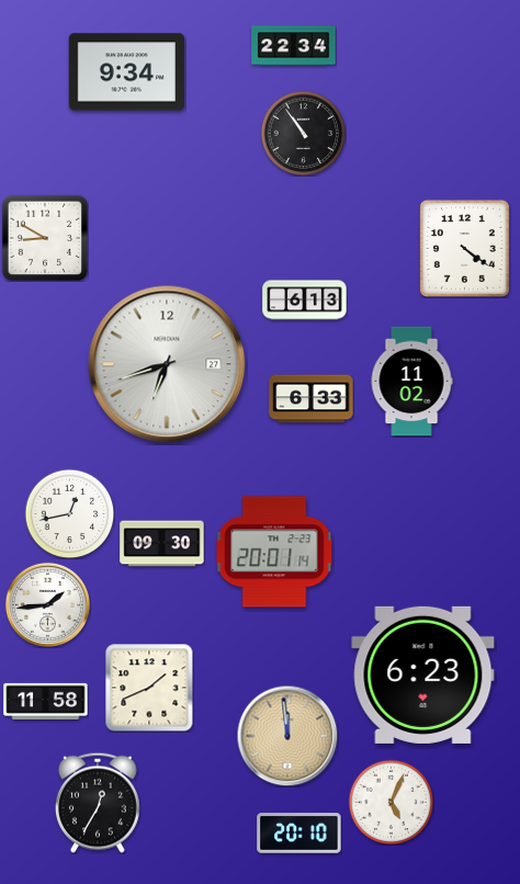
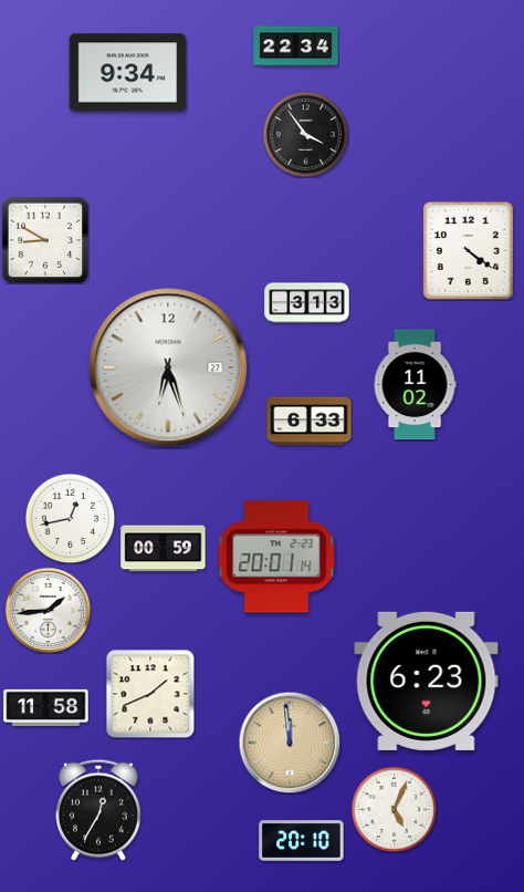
clock at (303, 133): 10:54 -> 3:54
clock at (305, 301): 6:13 -> 3:13
clock at (167, 364): 6:42 -> 6:27
clock at (312, 399) position: (312, 399) -> (310, 422)
clock at (162, 544): 09:30 -> 00:59
